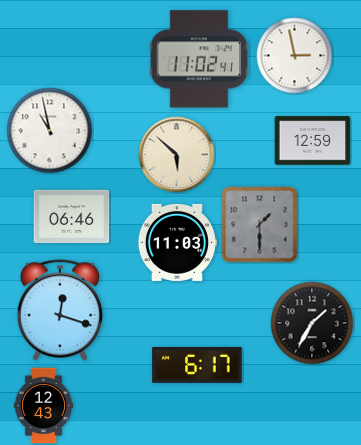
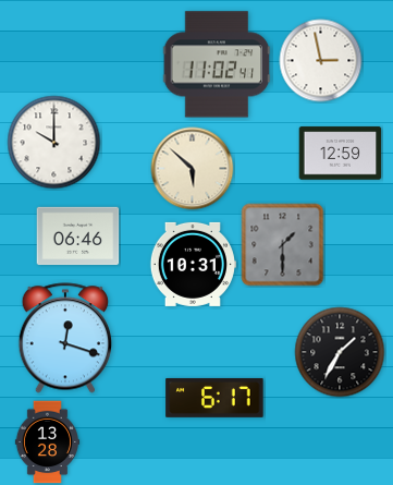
clock at (50, 131): 10:58 -> 10:00
clock at (177, 242): 11:03 -> 10:31
clock at (43, 406): 12:43 -> 13:28
